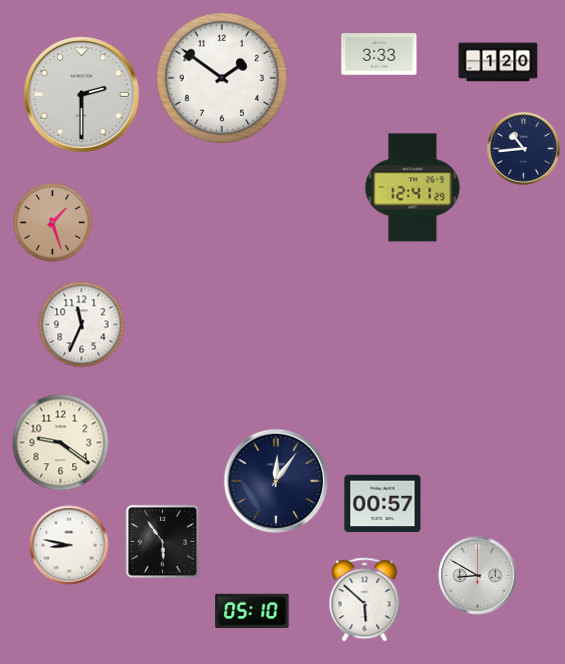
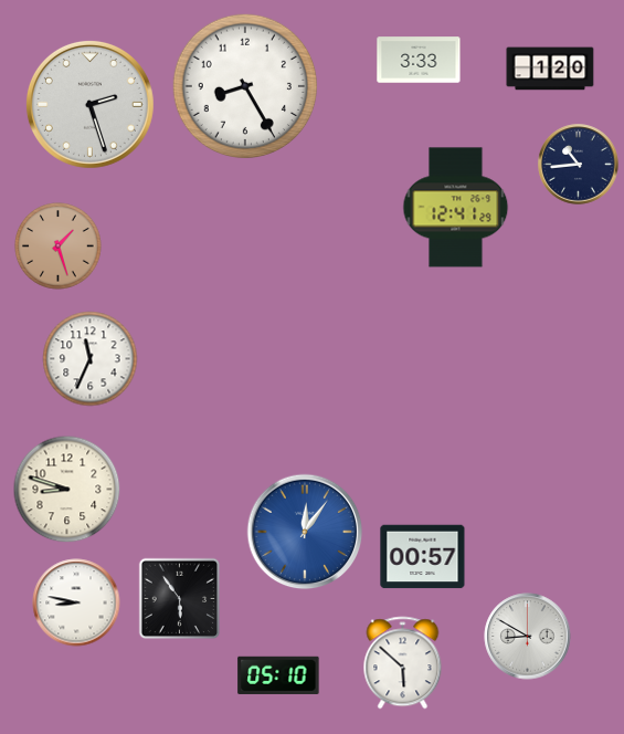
clock at (222, 78): 1:51 -> 8:25
clock at (81, 94): 2:30 -> 2:27
clock at (61, 443): 9:21 -> 8:48
clock at (276, 481) dial: navy -> blue
